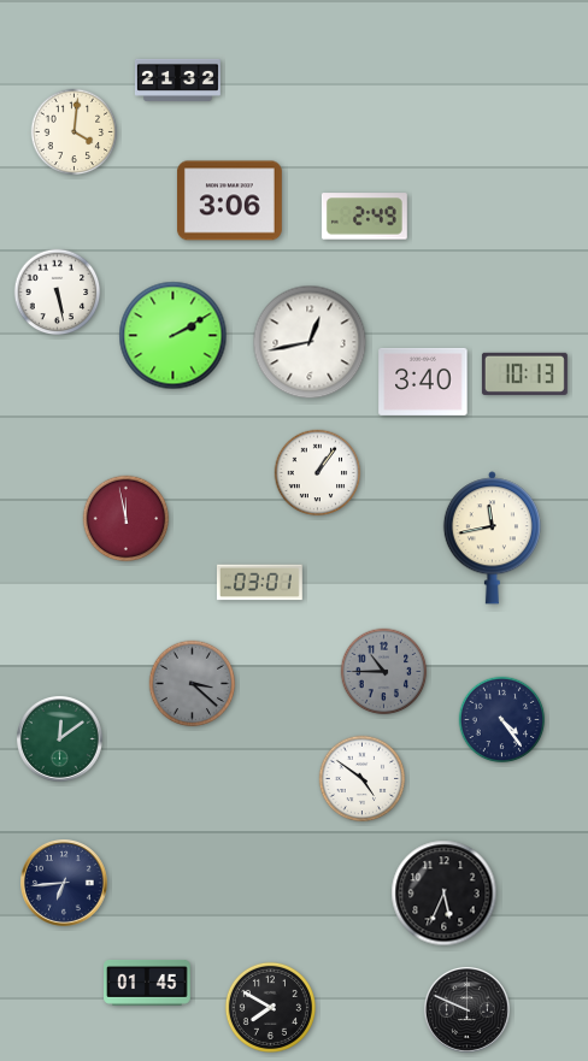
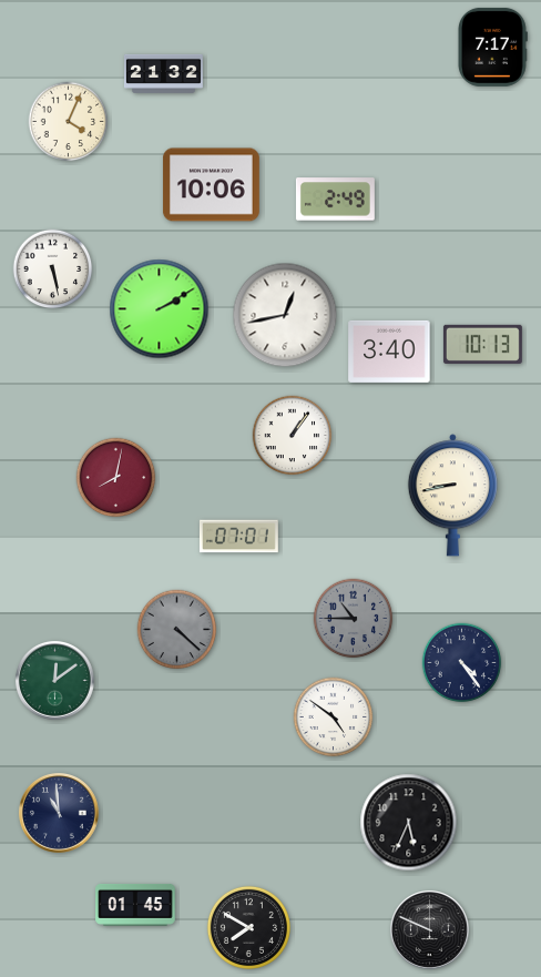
clock at (492, 47): none -> 7:17
clock at (75, 132): 4:01 -> 4:04
clock at (229, 201): 3:06 -> 10:06
clock at (127, 519): 11:58 -> 8:02
clock at (492, 538): 11:43 -> 8:43
clock at (259, 583): 03:01 -> 07:01
clock at (193, 684): 3:22 -> 4:22
clock at (65, 884): 6:44 -> 10:59
